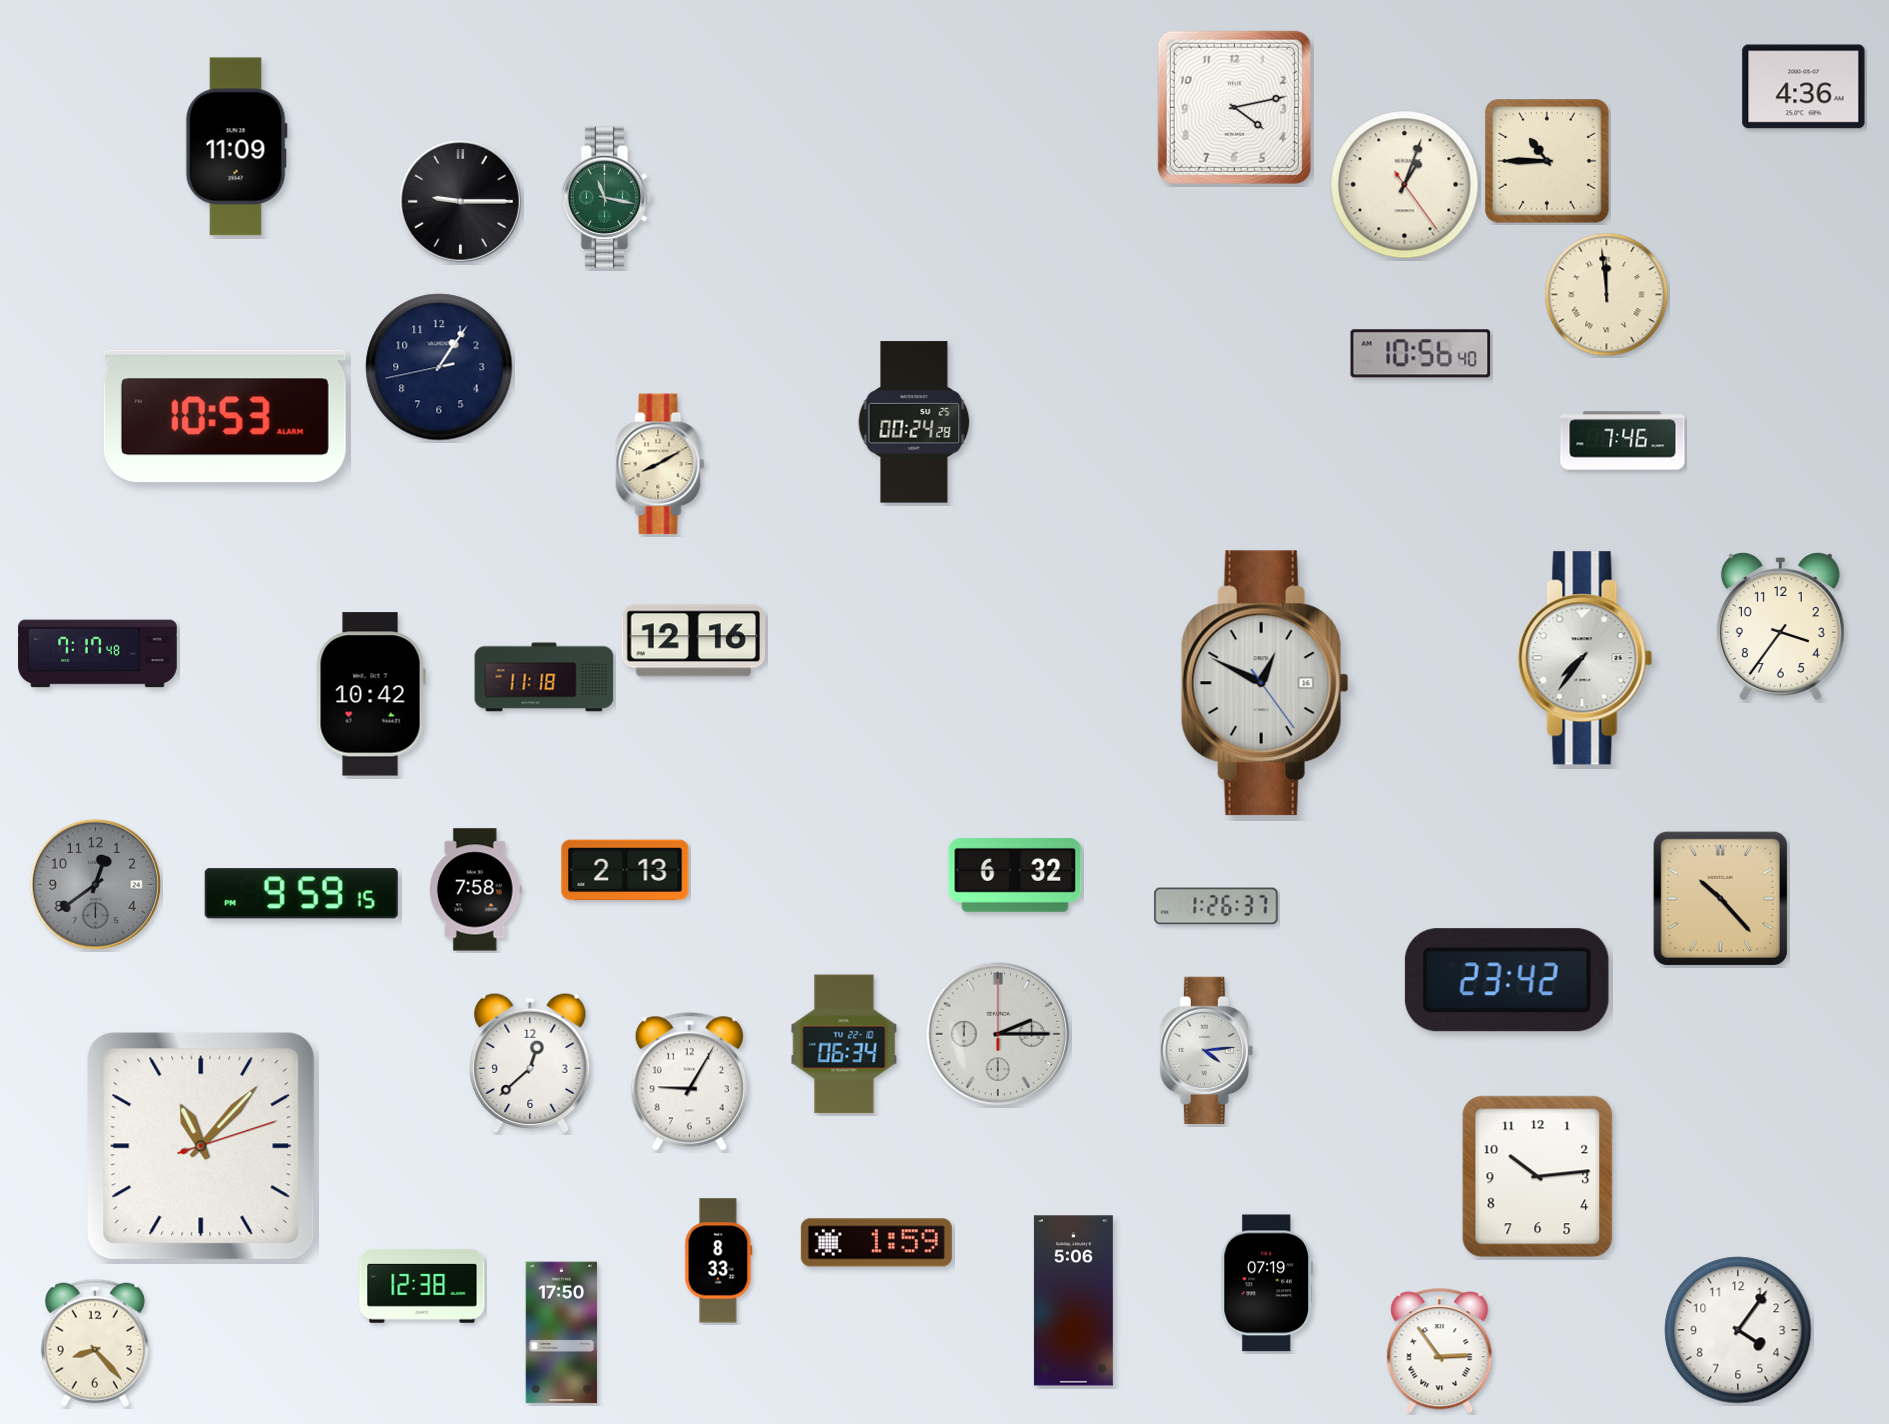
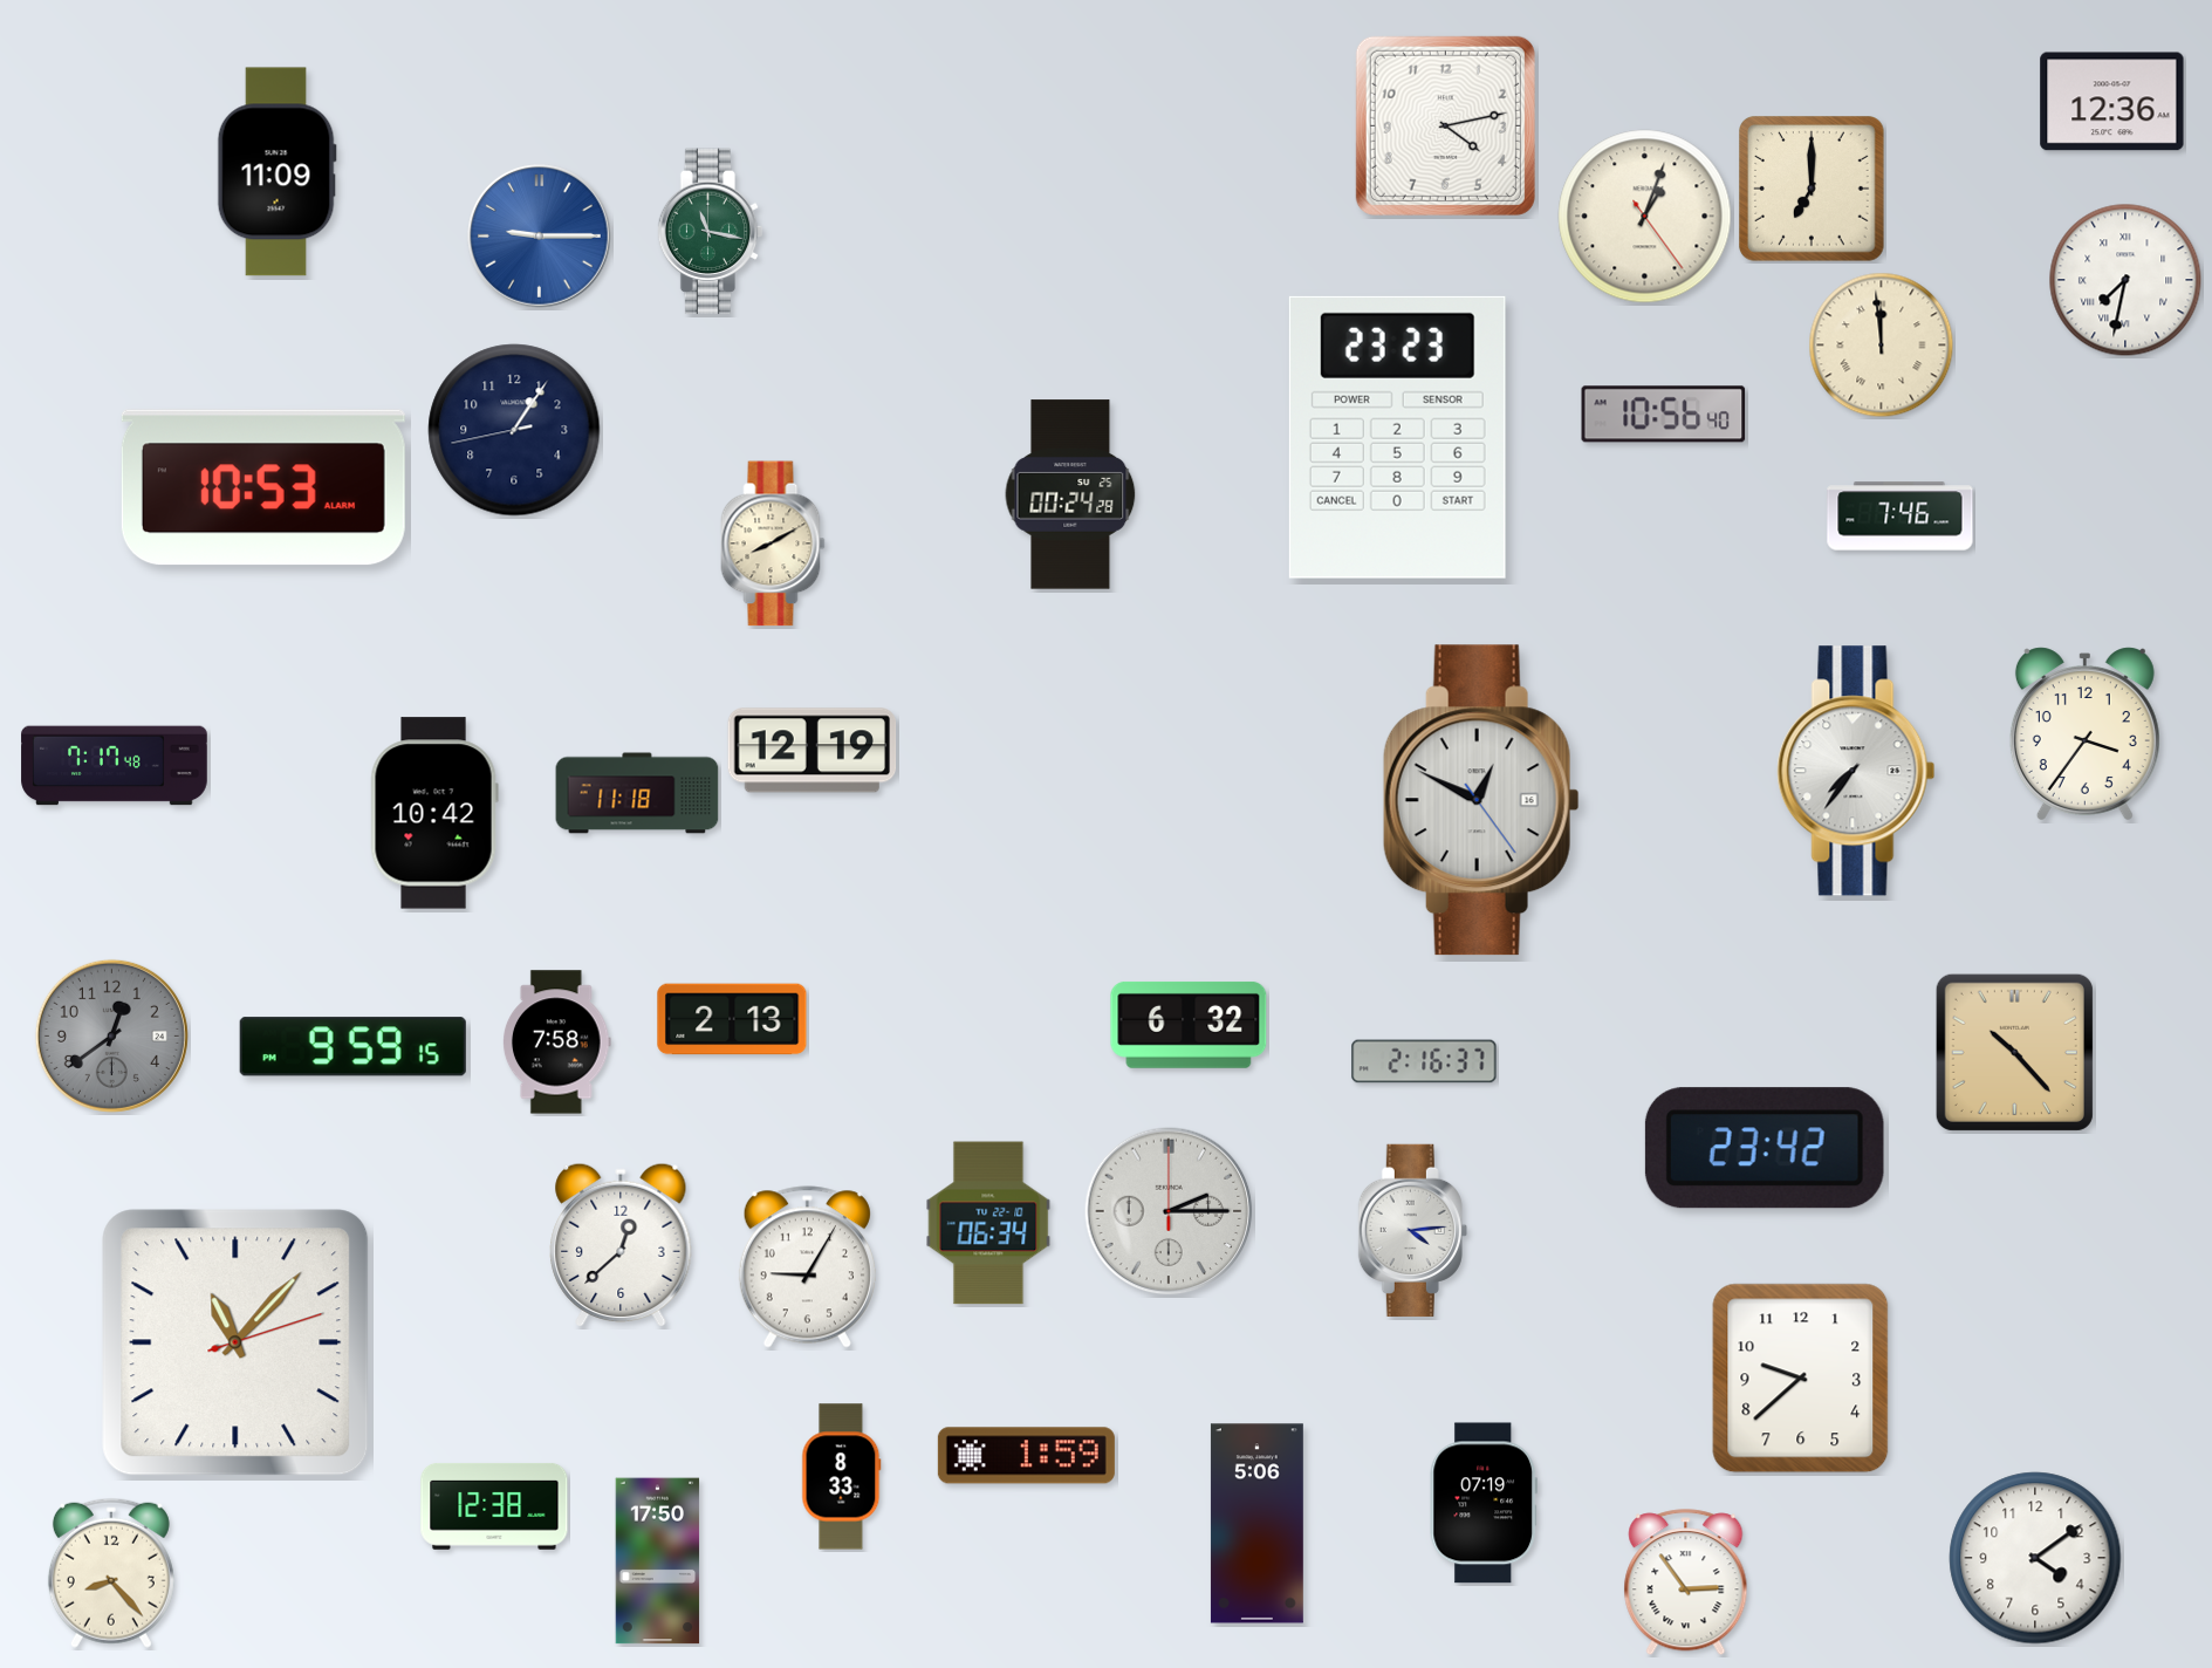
clock at (1804, 87): 4:36 -> 12:36
clock at (1548, 162): 10:45 -> 7:00
clock at (461, 202) dial: black -> blue
clock at (2125, 280): none -> 7:32
clock at (1397, 437): none -> 23:23
clock at (694, 641): 12:16 -> 12:19
clock at (1216, 906): 1:26 -> 2:16
clock at (1538, 1177): 10:14 -> 9:38
clock at (1738, 1330): 4:06 -> 4:09
